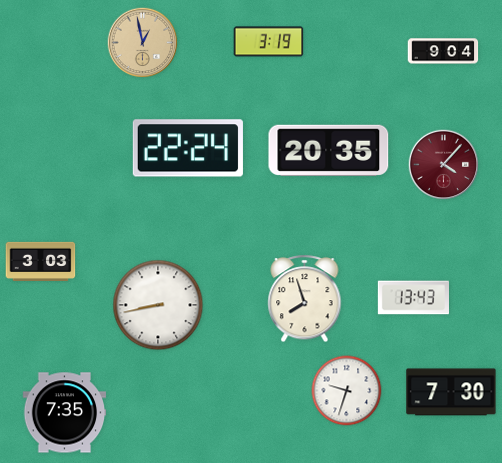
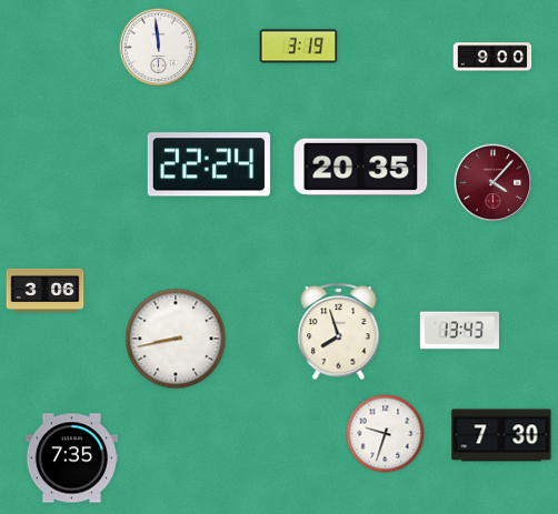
clock at (143, 43): 12:58 -> 11:59
clock at (143, 43) dial: champagne -> white
clock at (443, 51): 9:04 -> 9:00
clock at (329, 150) position: (329, 150) -> (361, 167)
clock at (41, 261): 3:03 -> 3:06
